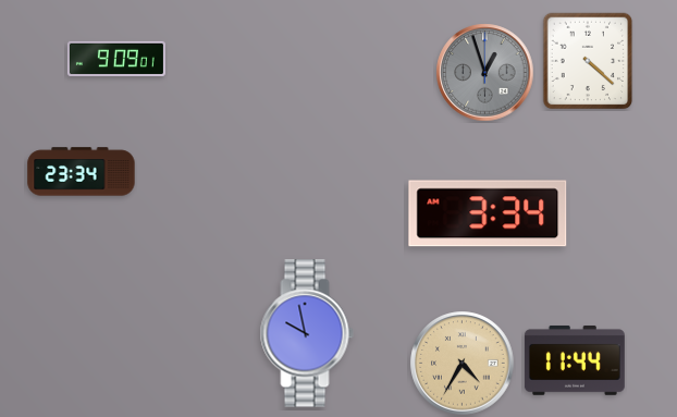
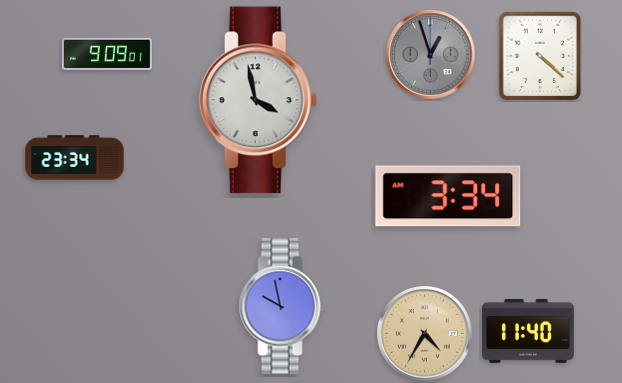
clock at (485, 73) position: (485, 73) -> (431, 55)
clock at (258, 100): none -> 3:58
clock at (575, 360): 11:44 -> 11:40
